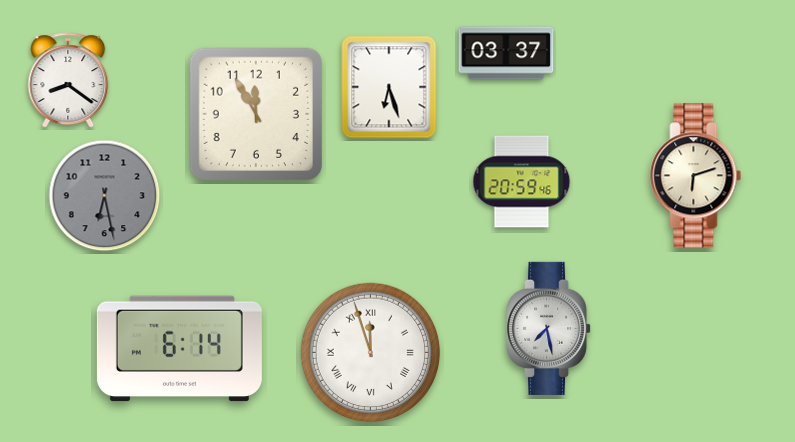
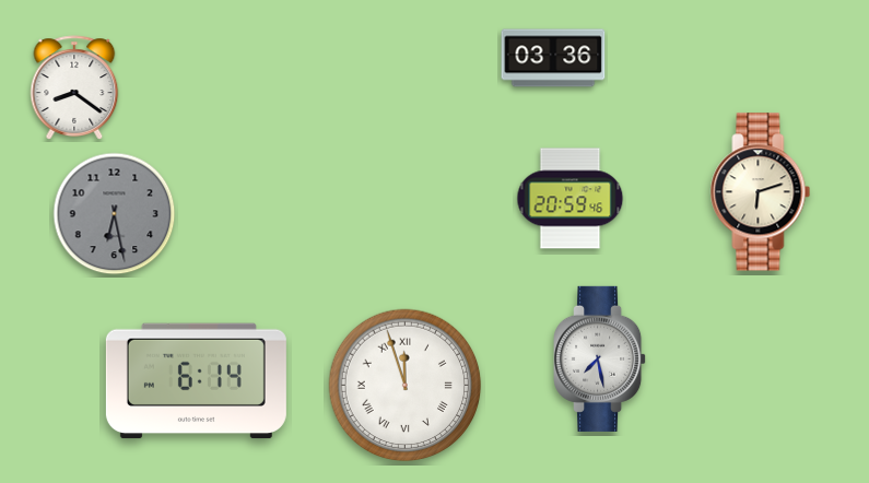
clock at (506, 53): 03:37 -> 03:36
clock at (389, 87): 6:27 -> none
clock at (255, 113): 11:55 -> none
